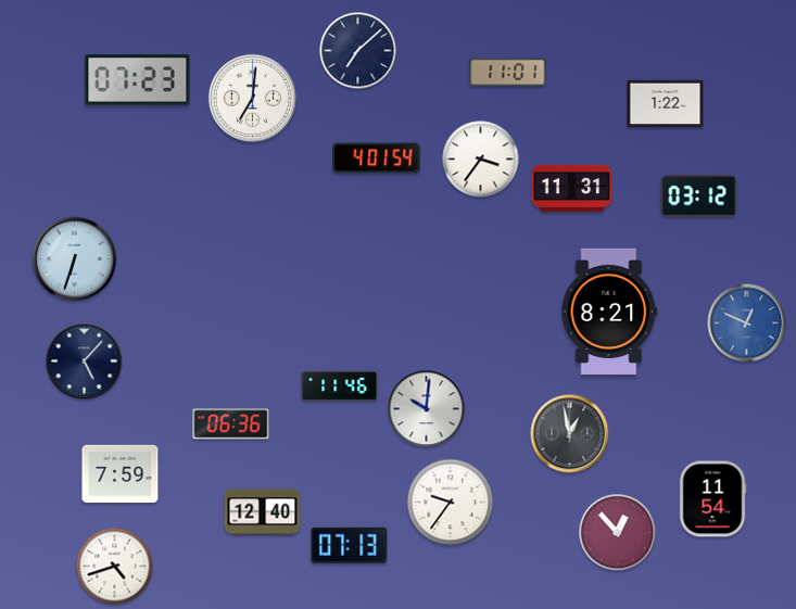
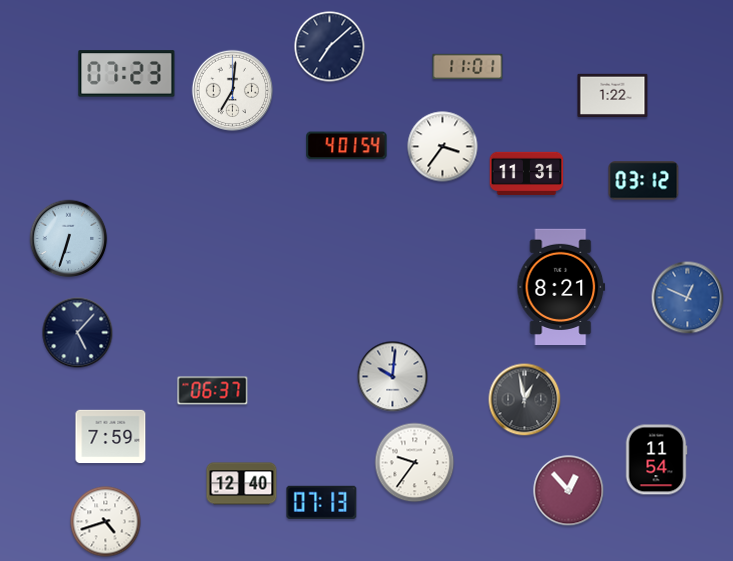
clock at (340, 386): 11:46 -> none
clock at (231, 424): 06:36 -> 06:37
clock at (263, 512) position: (263, 512) -> (242, 484)
